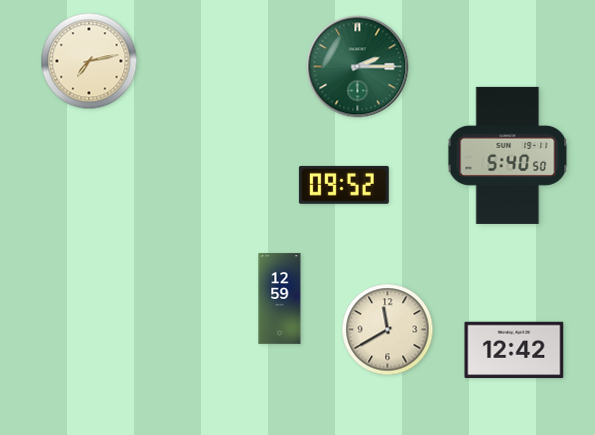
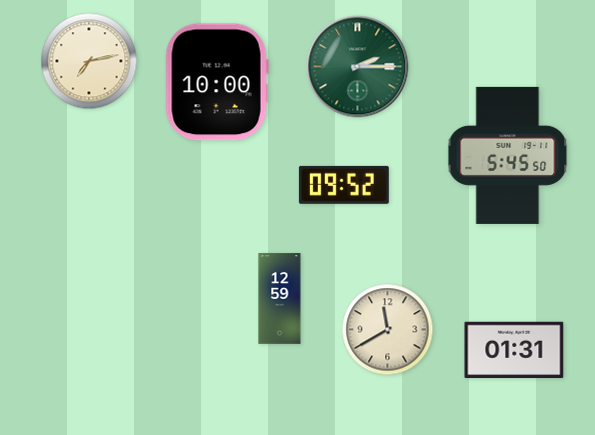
clock at (217, 82): none -> 10:00
clock at (508, 155): 5:40 -> 5:45
clock at (514, 350): 12:42 -> 01:31
